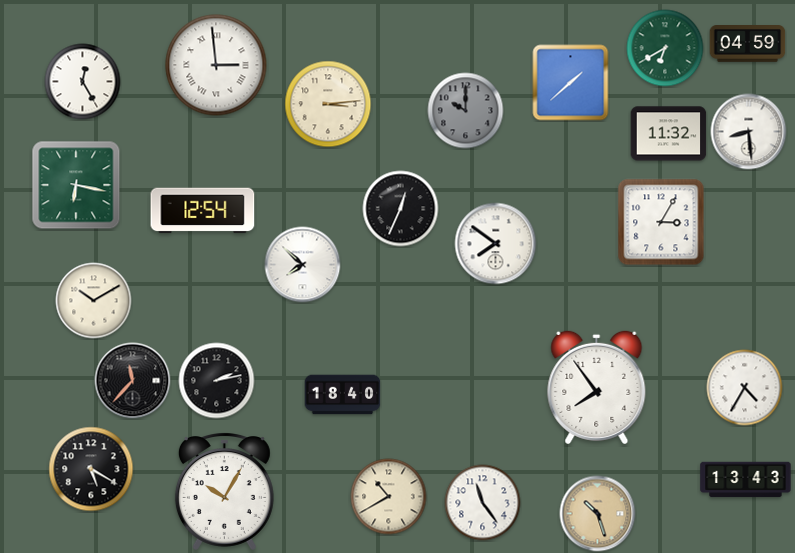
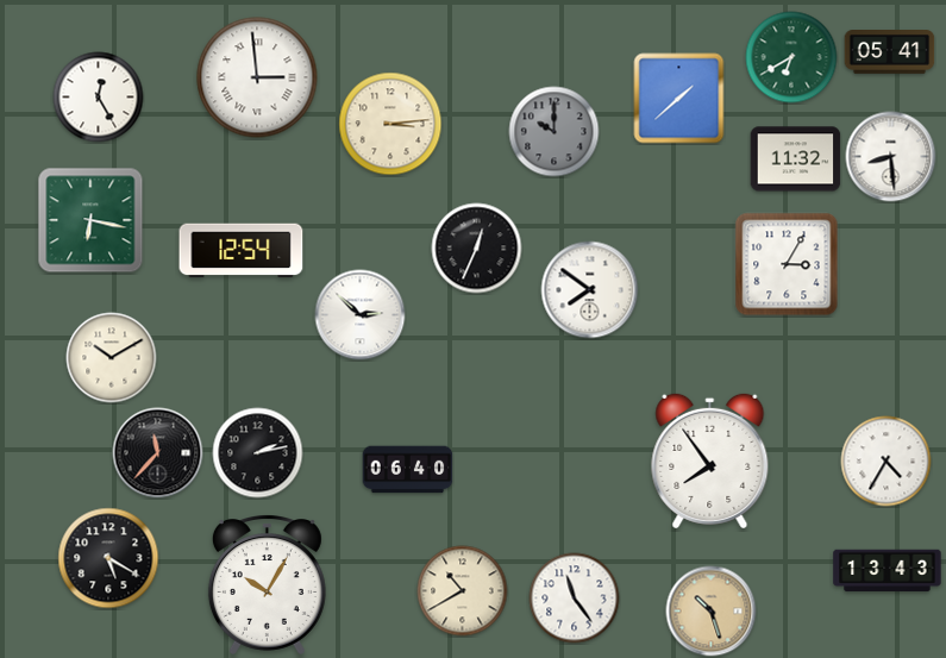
clock at (748, 44): 04:59 -> 05:41
clock at (303, 265): 7:52 -> 2:52
clock at (343, 395): 18:40 -> 06:40
